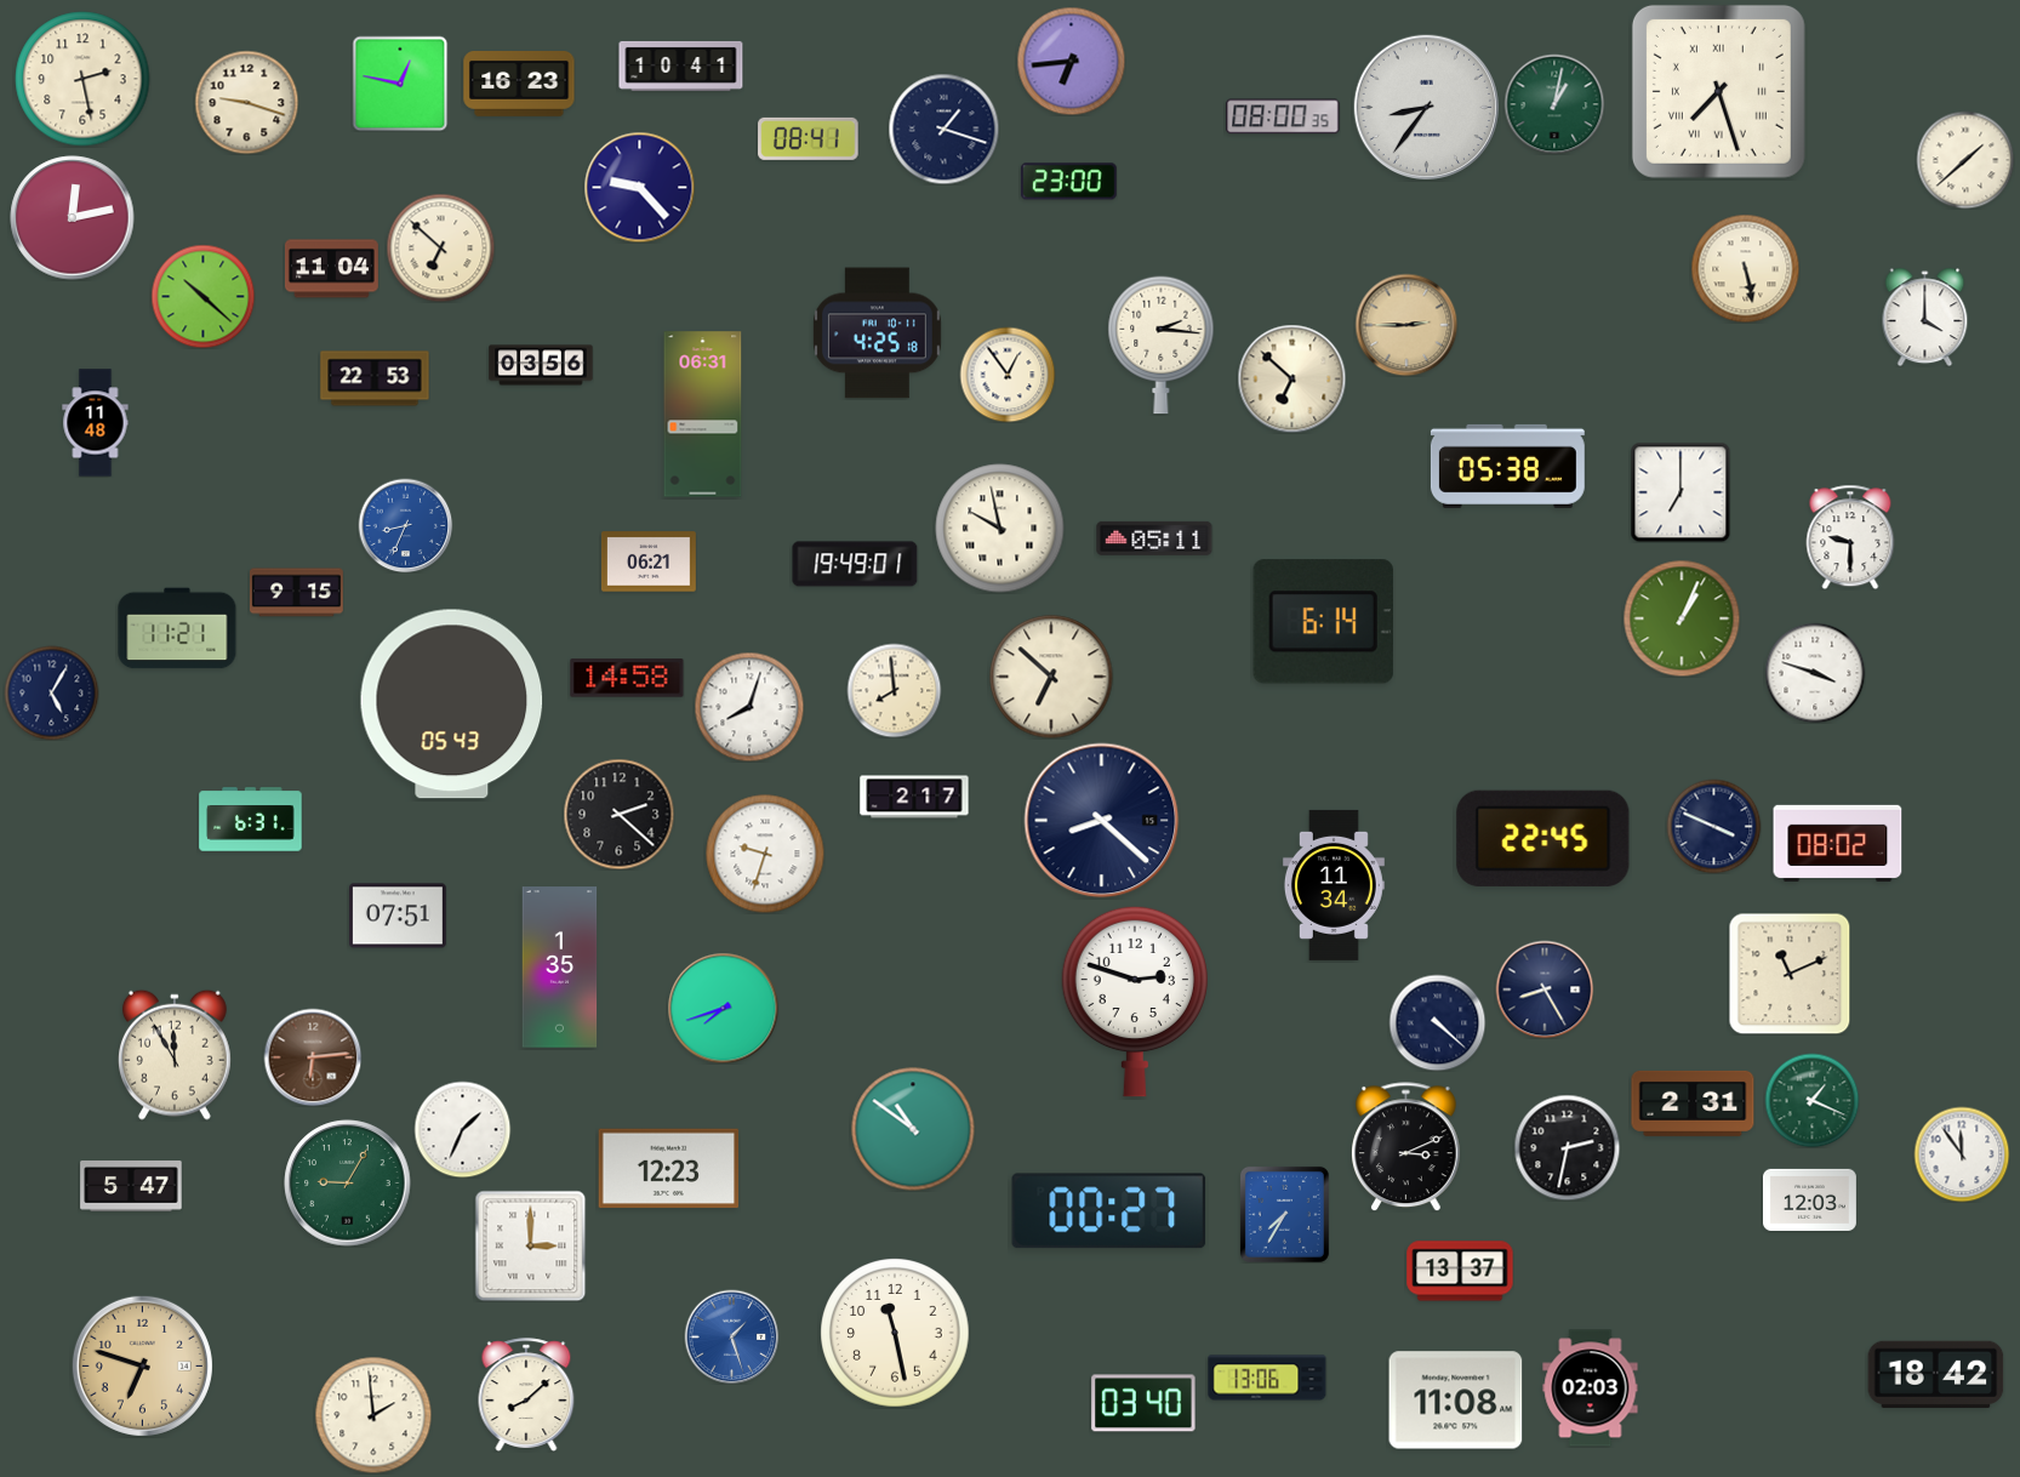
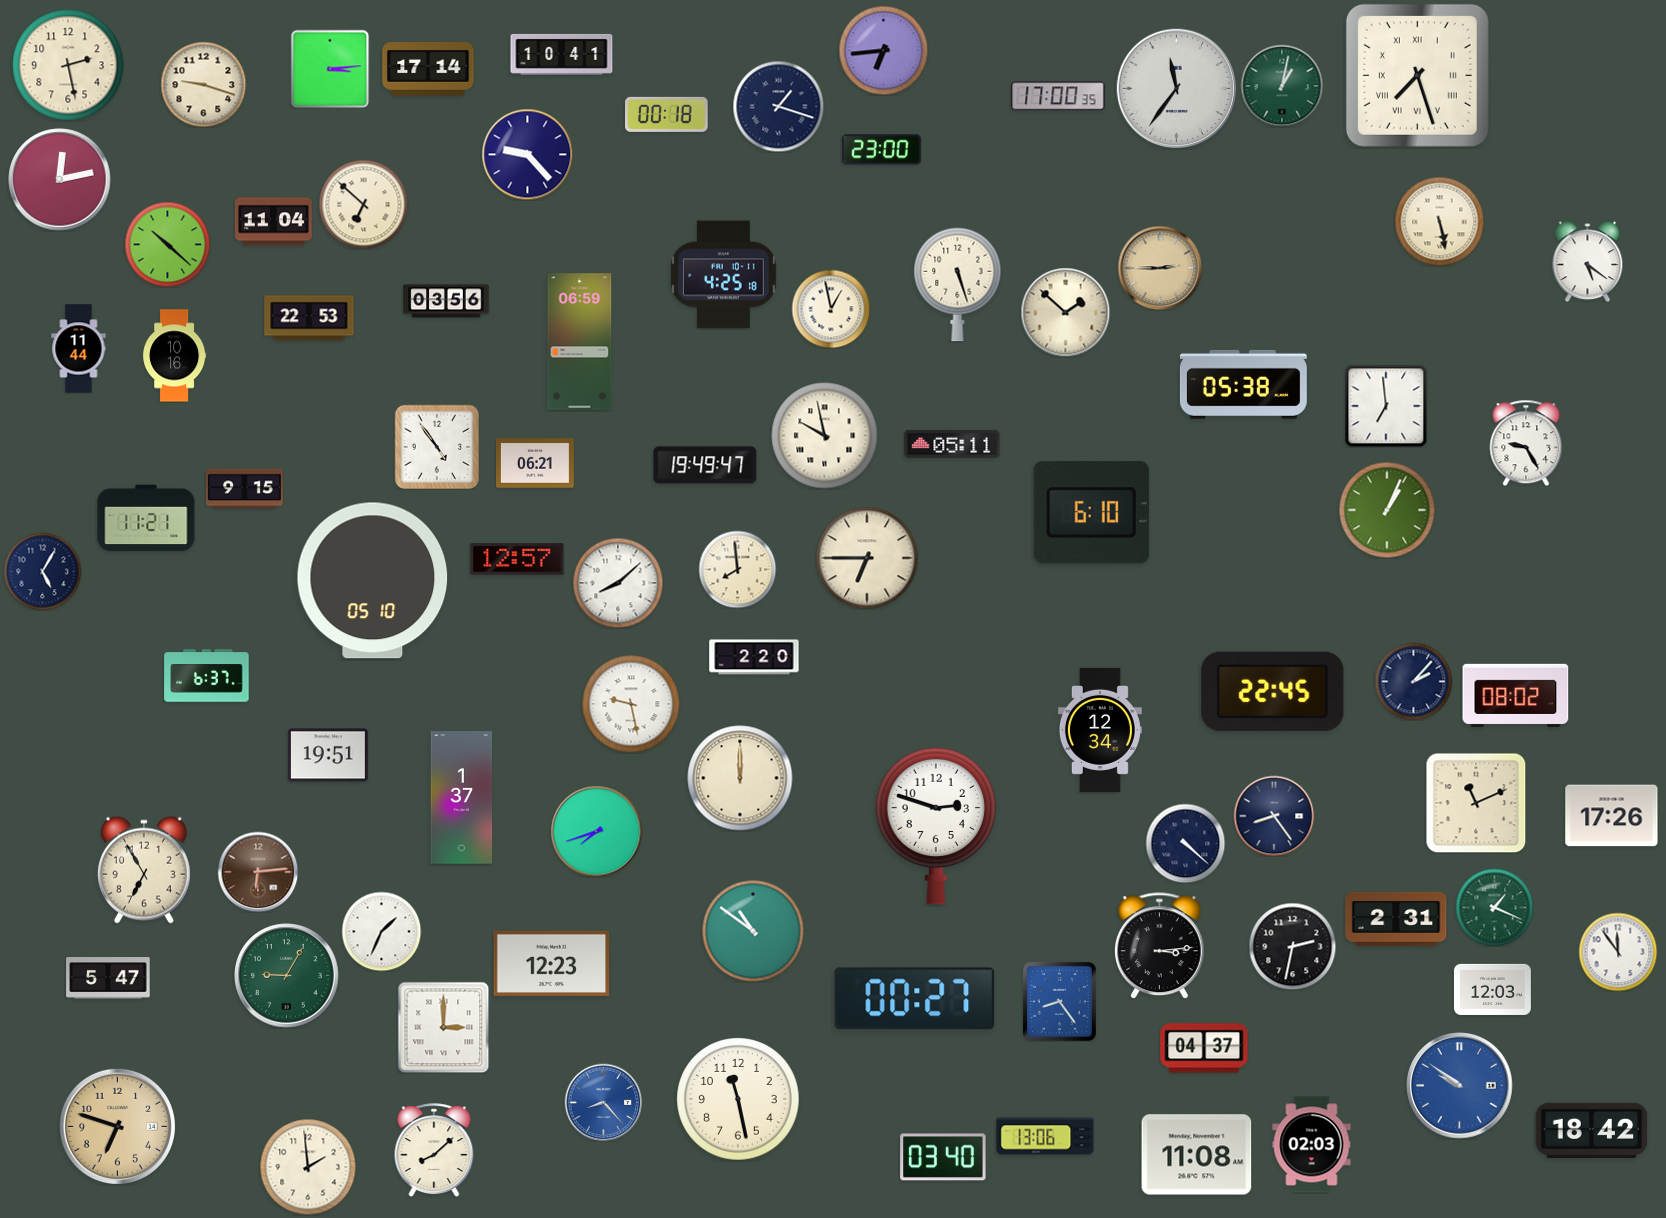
clock at (400, 84): 12:47 -> 3:14
clock at (519, 85): 16:23 -> 17:14
clock at (1426, 107): 8:36 -> 11:36
clock at (1283, 116): 08:00 -> 17:00
clock at (809, 138): 08:41 -> 00:18
clock at (1965, 160): 1:38 -> none
clock at (1925, 316): 4:00 -> 5:21
clock at (1162, 346): 2:16 -> 5:27
clock at (1008, 375): 12:54 -> 12:58
clock at (375, 378) position: (375, 378) -> (309, 318)
clock at (1291, 378): 6:52 -> 1:52
clock at (703, 415): 06:31 -> 06:59
clock at (96, 423): 11:48 -> 11:44
clock at (175, 356): none -> 10:16
clock at (1681, 492): 7:00 -> 6:59
clock at (405, 525): 8:34 -> none
clock at (1850, 537): 9:30 -> 9:25
clock at (437, 447): none -> 4:54
clock at (855, 564): 19:49:01 -> 19:49:47
clock at (1323, 622): 6:14 -> 6:10
clock at (1815, 673): 3:48 -> none
clock at (1051, 677): 6:52 -> 6:45
clock at (627, 678): 14:58 -> 12:57
clock at (452, 705): 05:43 -> 05:10
clock at (749, 707): 8:03 -> 8:08
clock at (914, 797): 2:17 -> 2:20
clock at (618, 814): 2:22 -> none
clock at (251, 820): 6:31 -> 6:37
clock at (1102, 821): 8:22 -> none
clock at (1713, 826): 3:49 -> 2:07
clock at (765, 854): 9:33 -> 9:28
clock at (1334, 885): 11:34 -> 12:34
clock at (399, 916): 07:51 -> 19:51
clock at (740, 778): none -> 12:00
clock at (560, 968): 1:35 -> 1:37
clock at (1545, 990): 8:25 -> 8:24
clock at (1612, 816): none -> 17:26
clock at (175, 1055): 11:55 -> 6:55
clock at (1693, 1104) position: (1693, 1104) -> (1396, 919)
clock at (1406, 1147): 3:11 -> 3:14
clock at (1284, 1214): 7:35 -> 8:24
clock at (530, 1245) position: (530, 1245) -> (443, 1027)
clock at (1460, 1271): 13:37 -> 04:37
clock at (1460, 1086): none -> 9:51
clock at (731, 1336): 1:27 -> 8:23
clock at (1936, 1374) position: (1936, 1374) -> (1592, 1130)
clock at (1456, 1401) position: (1456, 1401) -> (1197, 1155)
